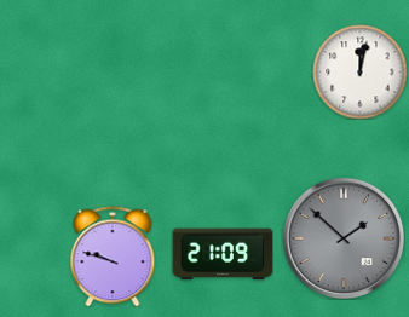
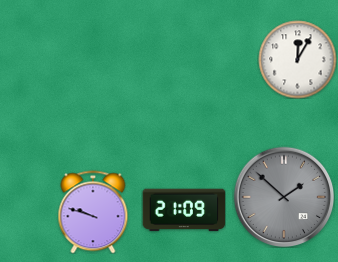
clock at (359, 71): 12:02 -> 12:05
